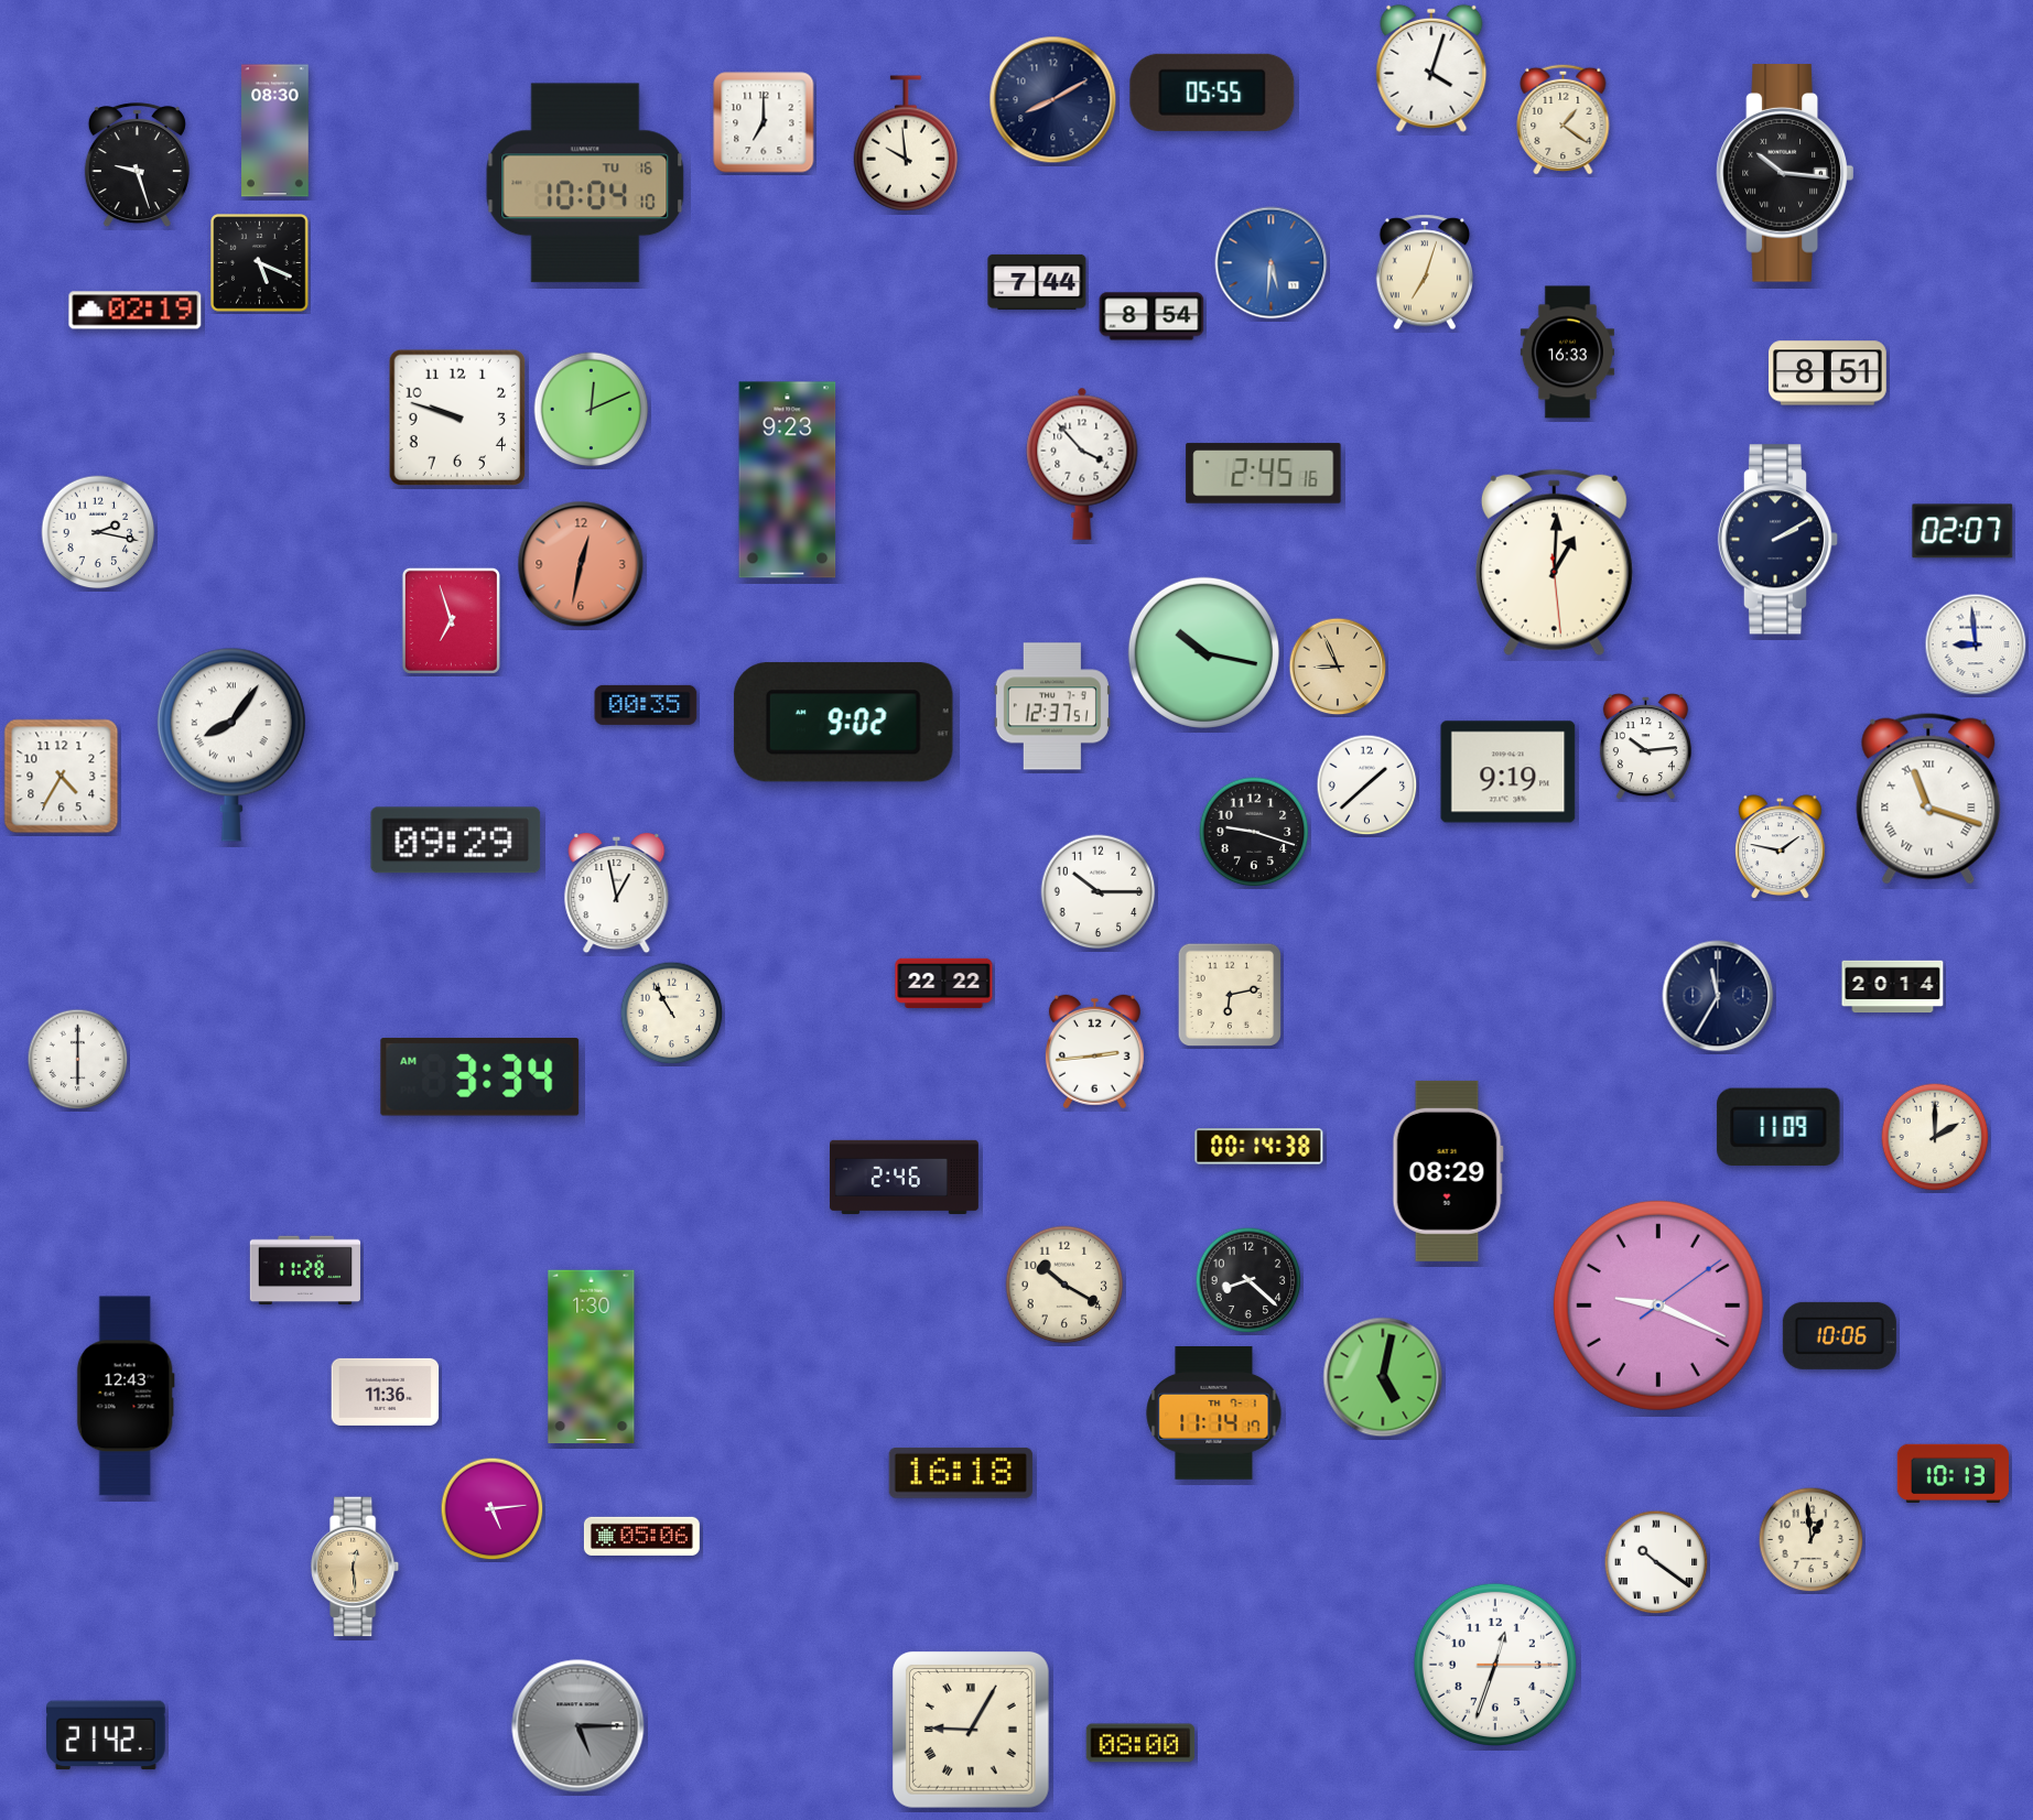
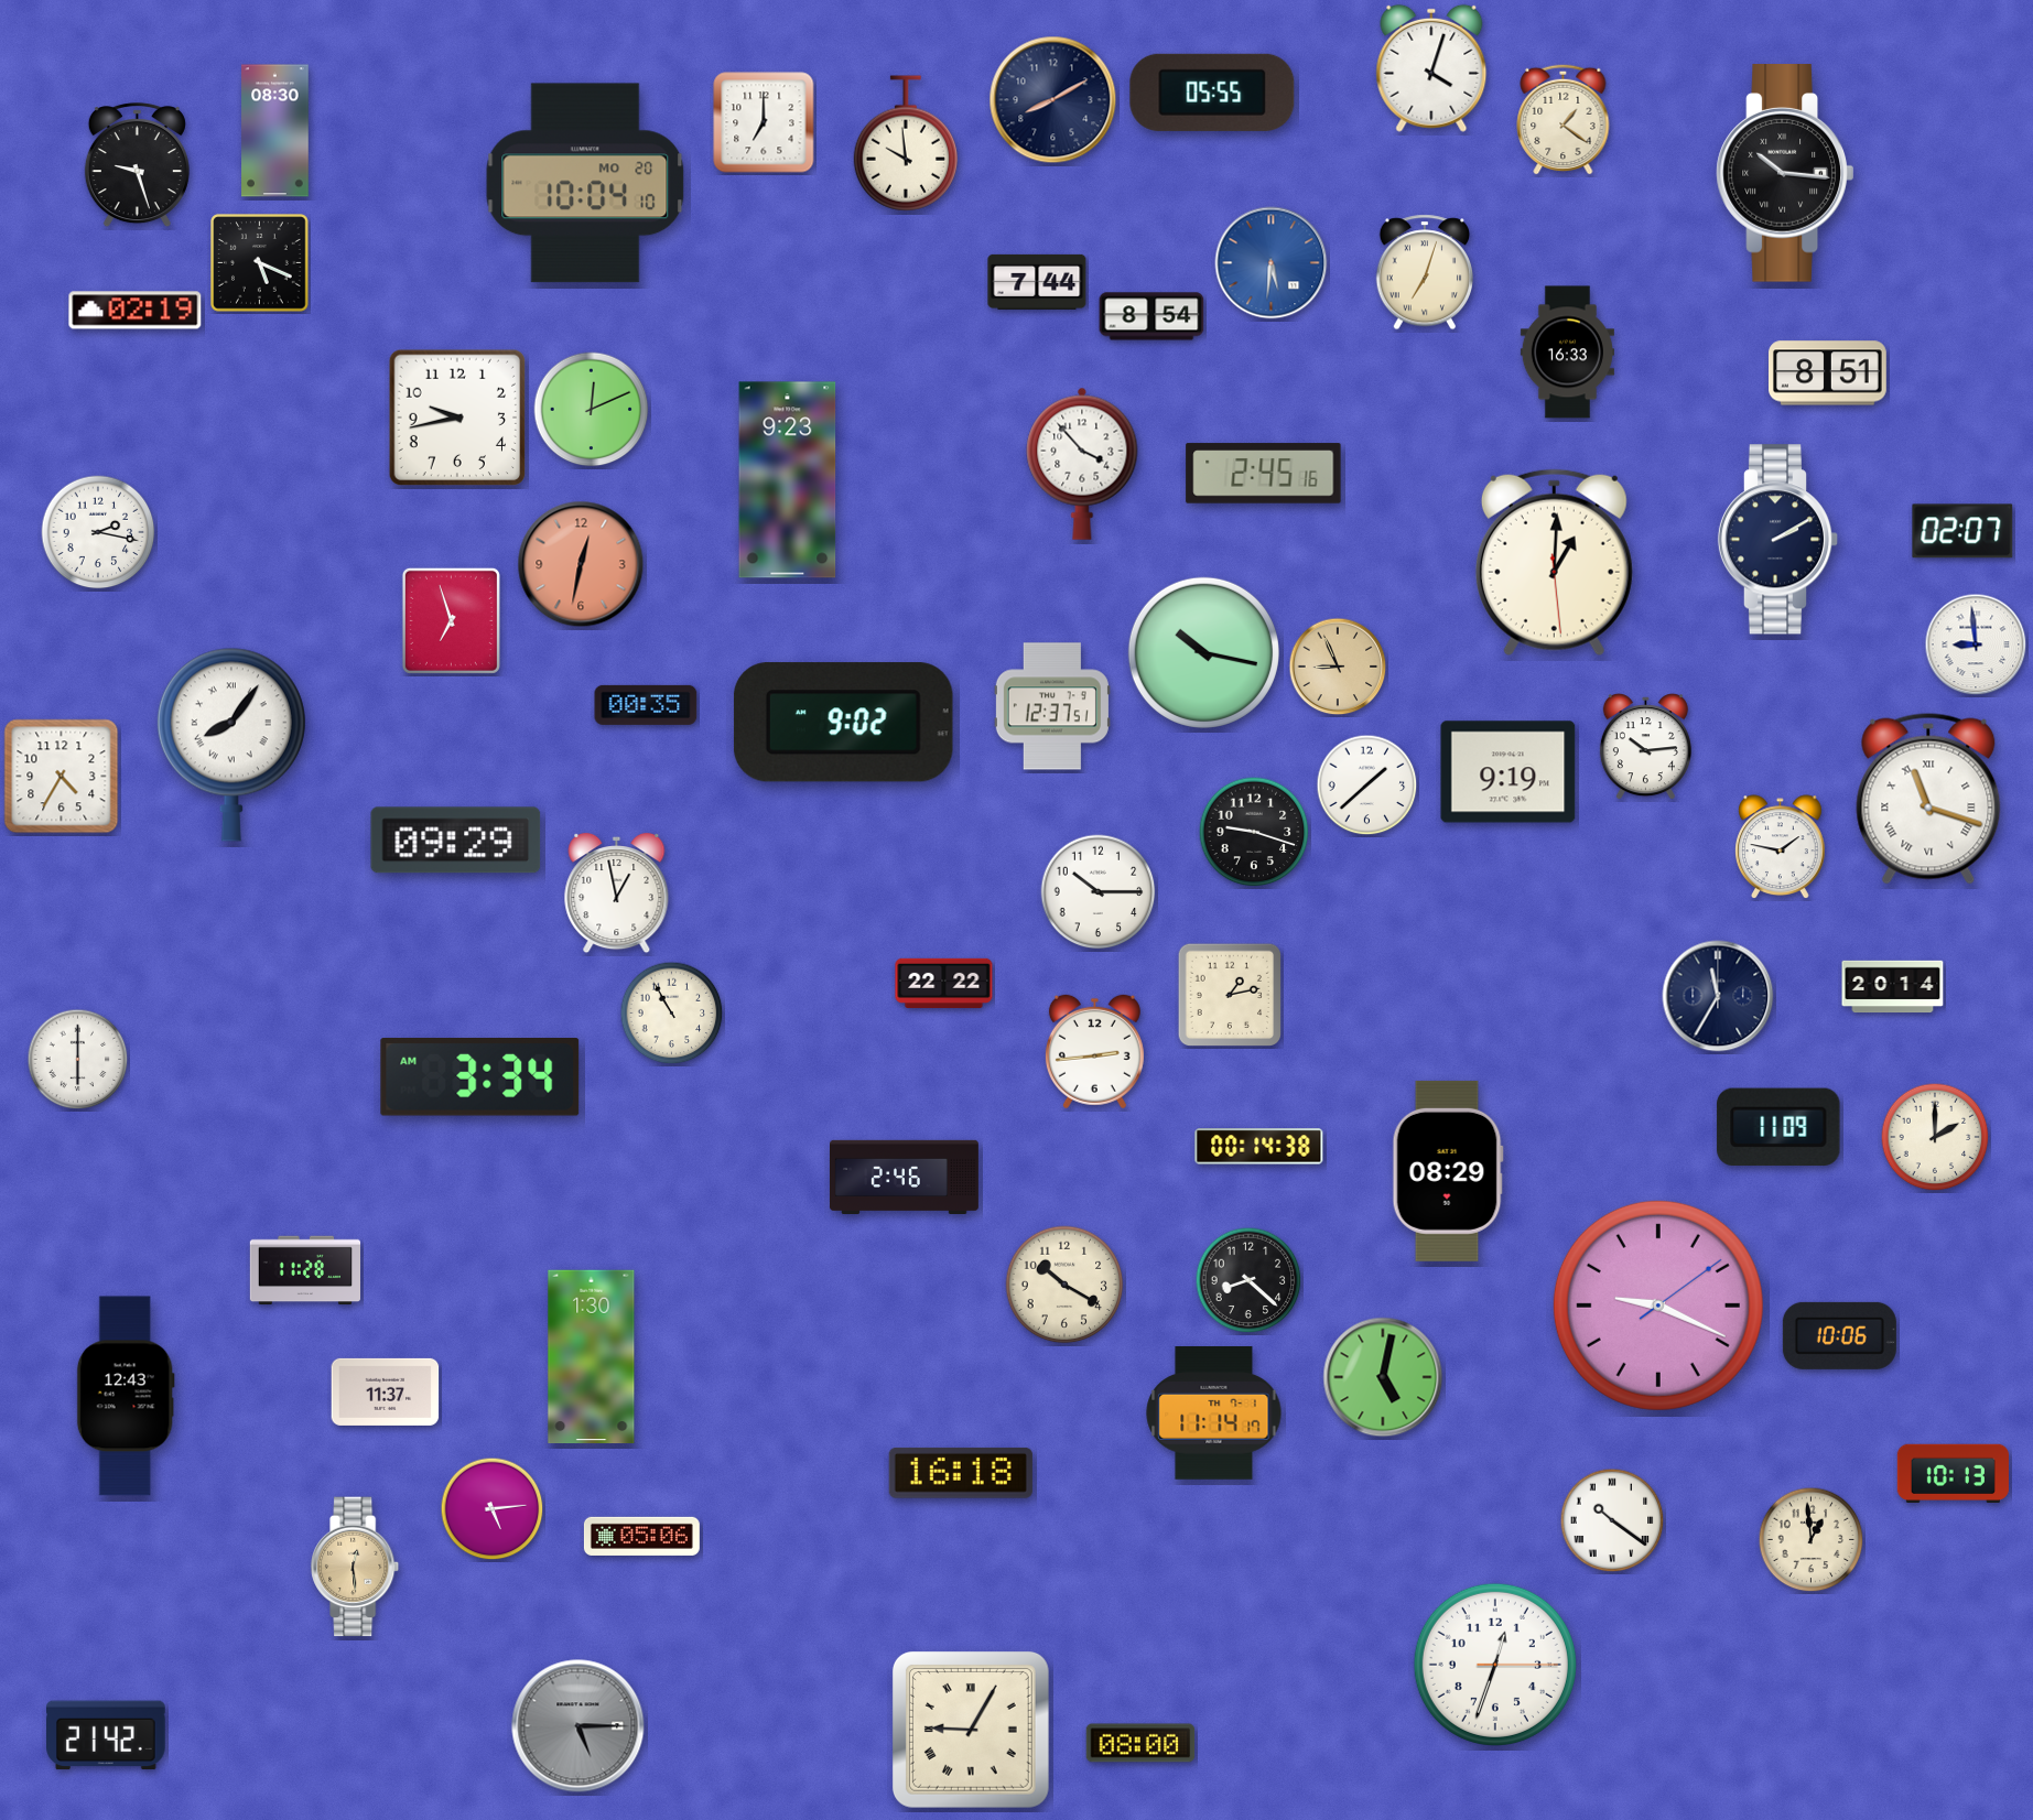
clock at (585, 183) date: TU 16 -> MO 20
clock at (456, 416): 9:48 -> 9:43
clock at (1229, 994): 6:13 -> 1:13
clock at (386, 1391): 11:36 -> 11:37
clock at (1656, 1562) position: (1656, 1562) -> (1612, 1520)
